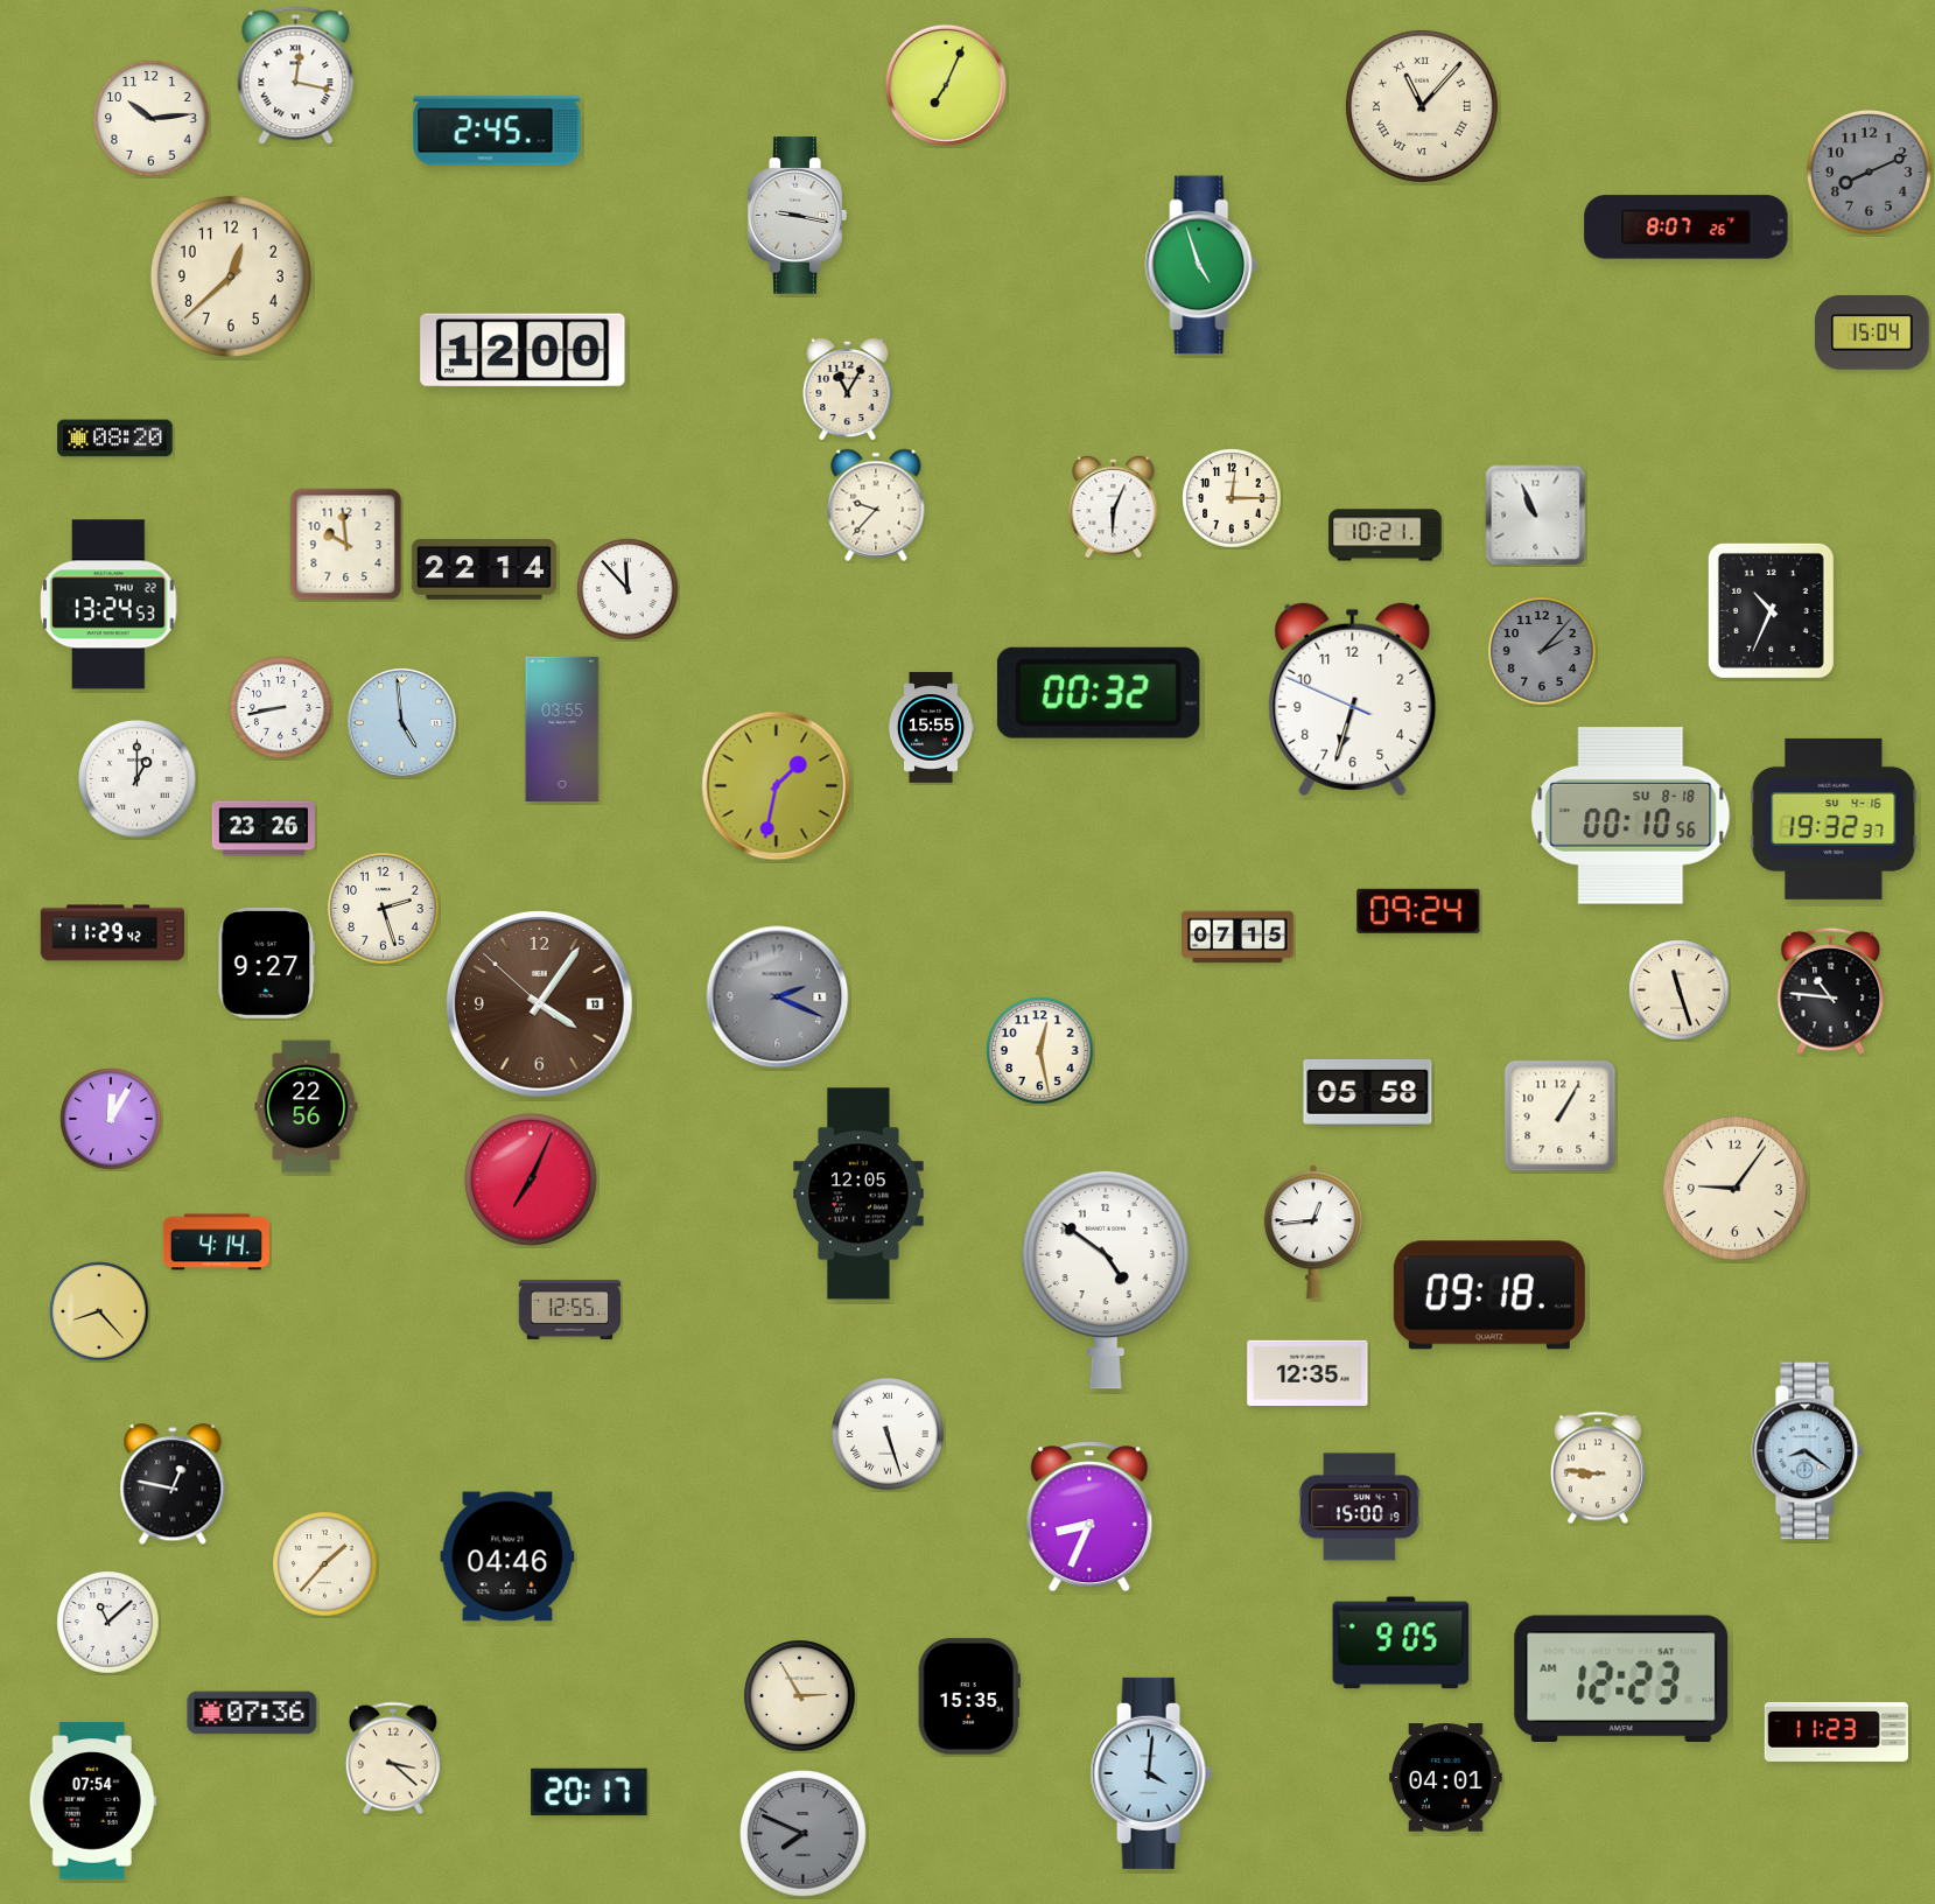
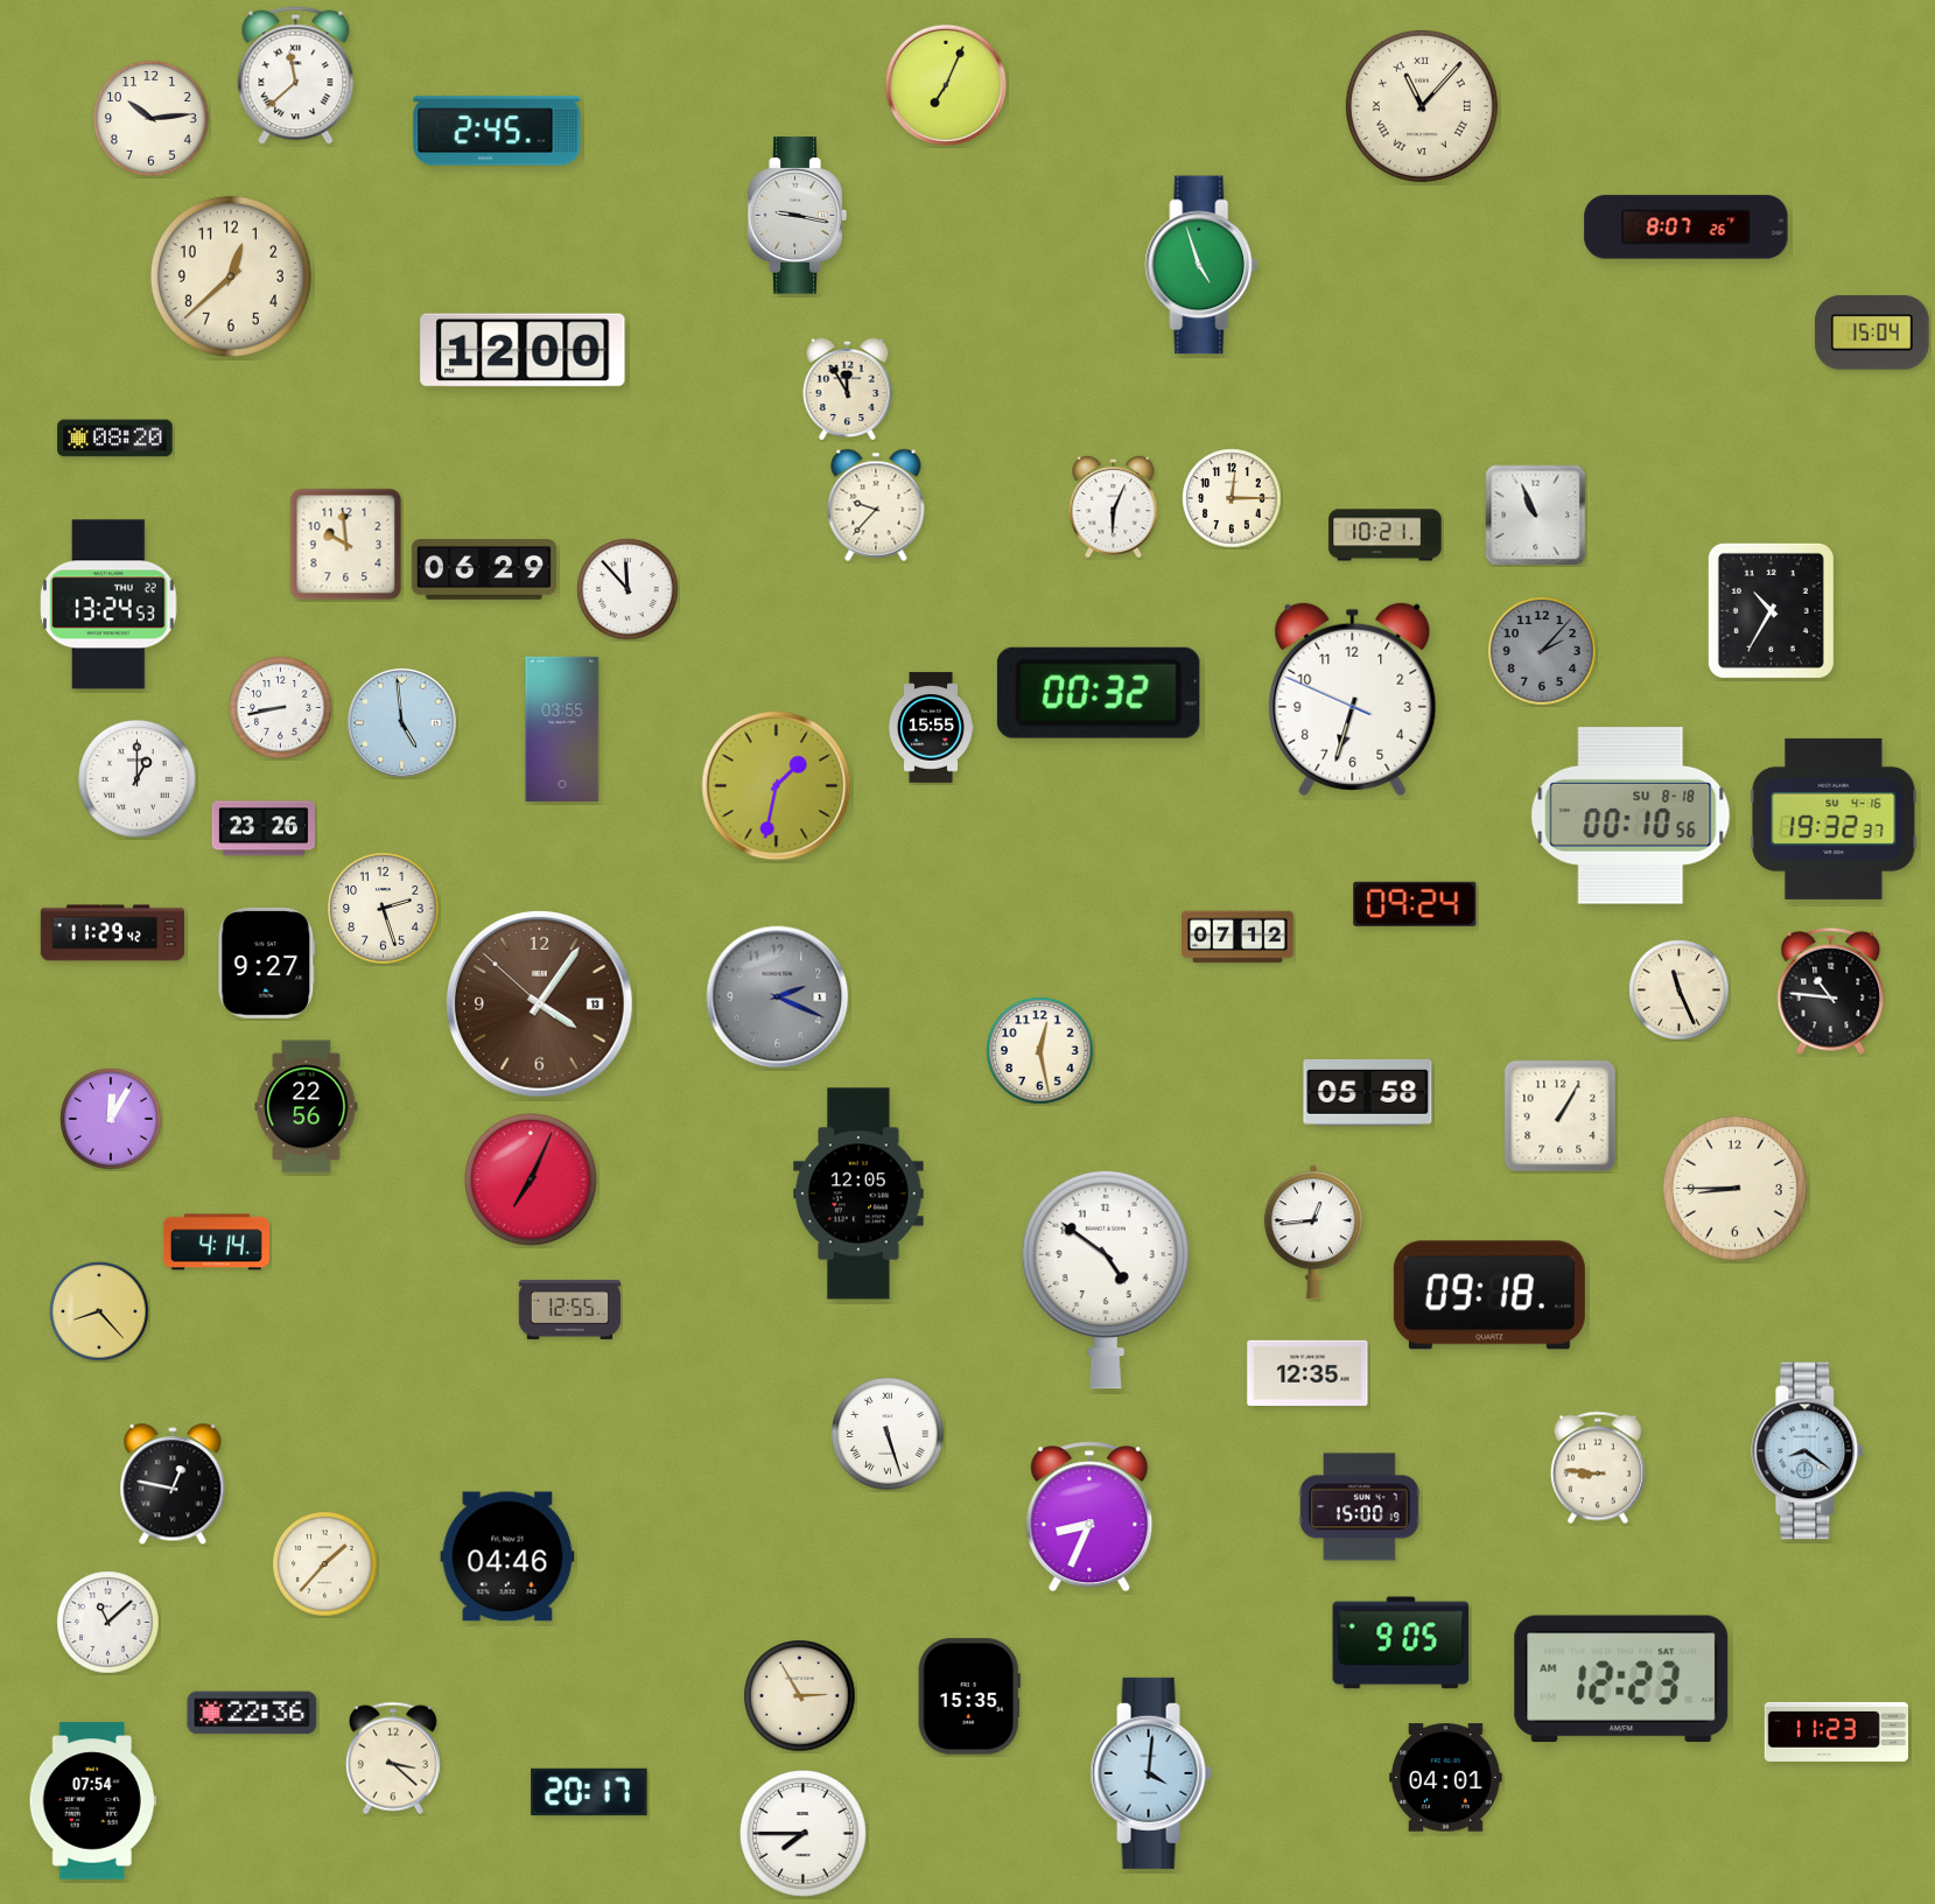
clock at (296, 76): 12:17 -> 11:38
clock at (1870, 173): 8:11 -> none
clock at (848, 387): 11:05 -> 11:55
clock at (483, 569): 22:14 -> 06:29
clock at (1771, 610): 10:34 -> 10:35
clock at (1418, 911) position: (1418, 911) -> (1415, 904)
clock at (1238, 937): 07:15 -> 07:12
clock at (1680, 991): 11:27 -> 11:26
clock at (1734, 1188): 9:06 -> 8:45
clock at (252, 1713): 07:36 -> 22:36
clock at (804, 1834): 7:49 -> 7:45
clock at (804, 1834) dial: grey -> white
